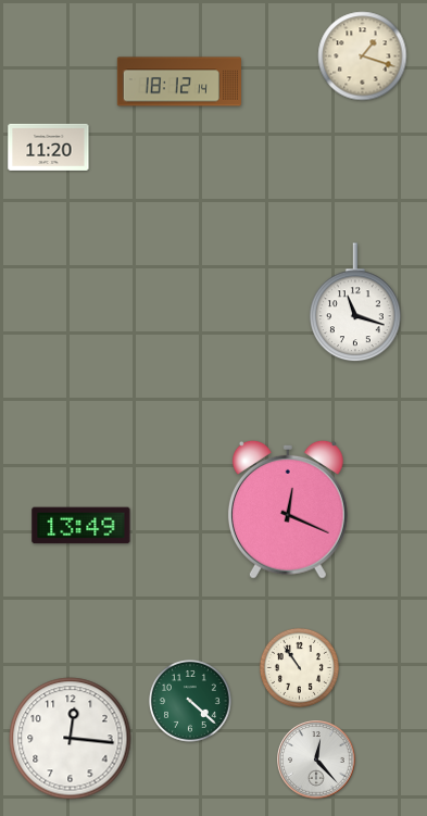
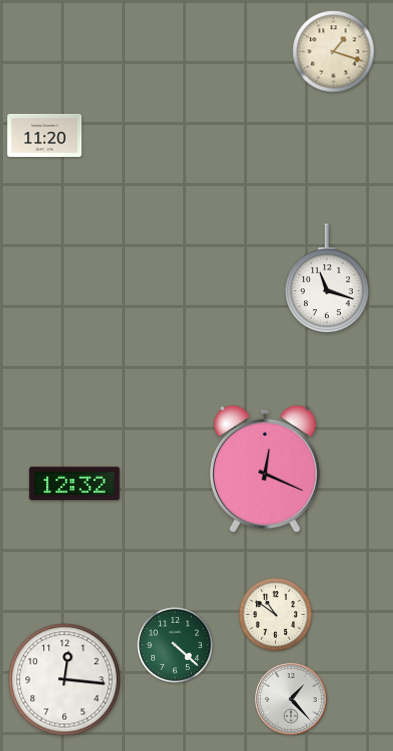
clock at (179, 81): 18:12 -> none
clock at (81, 526): 13:49 -> 12:32
clock at (299, 667): 10:54 -> 10:51
clock at (316, 759): 12:23 -> 1:23
